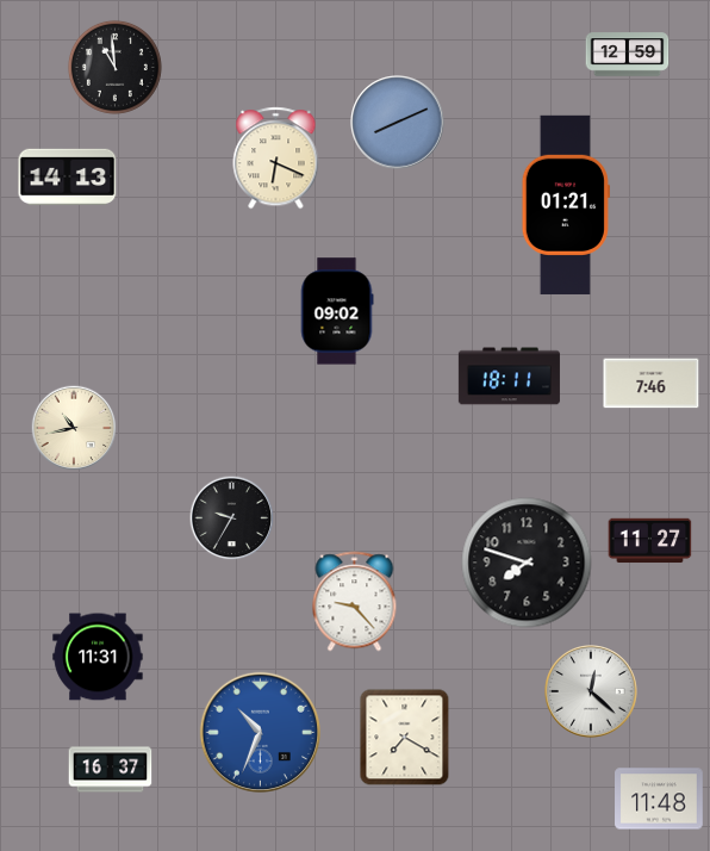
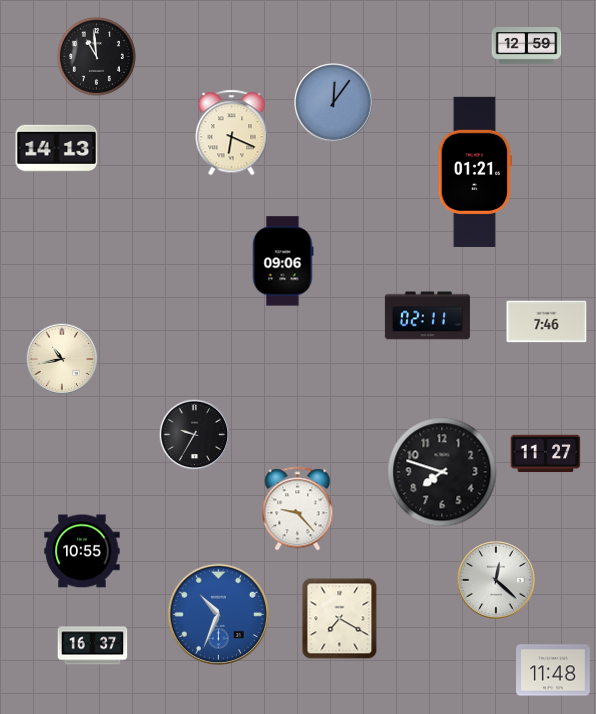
clock at (398, 123): 8:11 -> 12:06
clock at (337, 311): 09:02 -> 09:06
clock at (509, 377): 18:11 -> 02:11
clock at (355, 602) position: (355, 602) -> (298, 509)
clock at (98, 657): 11:31 -> 10:55
